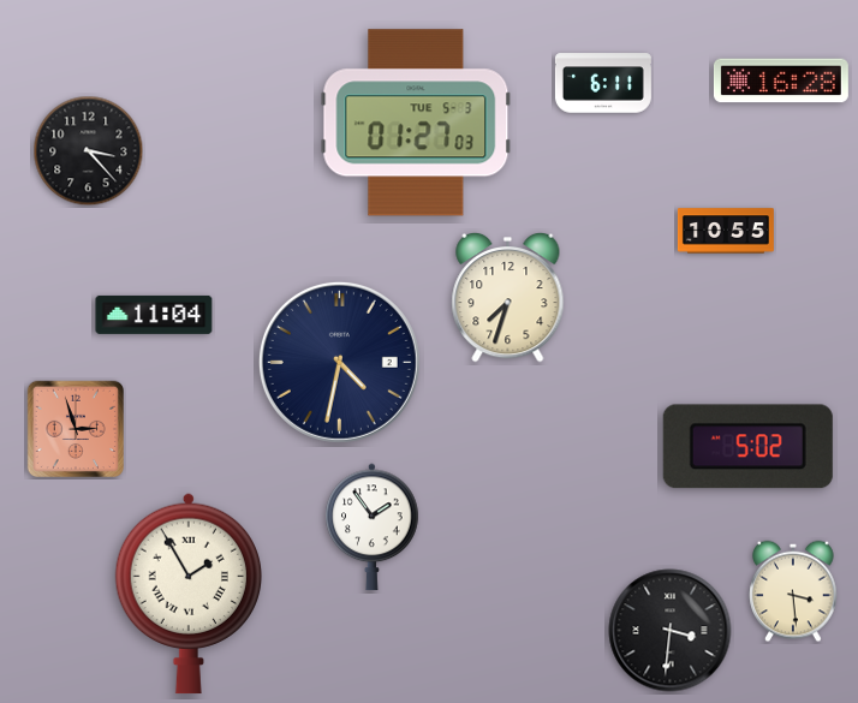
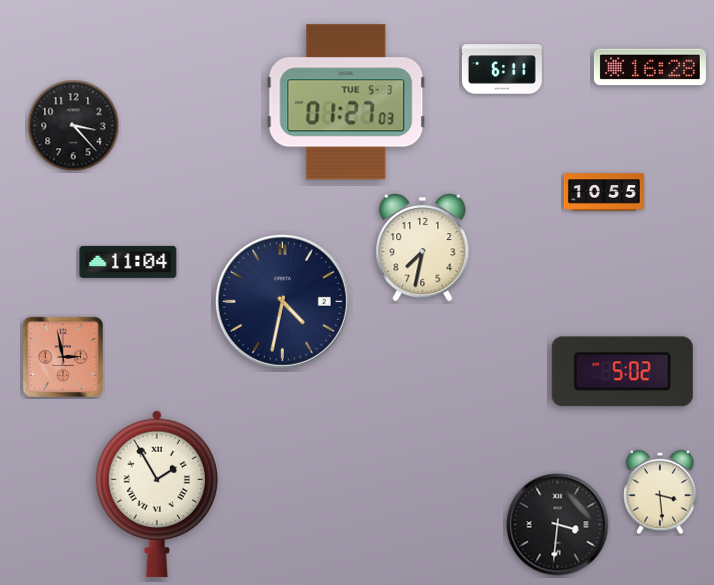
clock at (508, 297): 7:33 -> 7:32
clock at (75, 428): 2:57 -> 2:58
clock at (373, 528): 1:54 -> none
